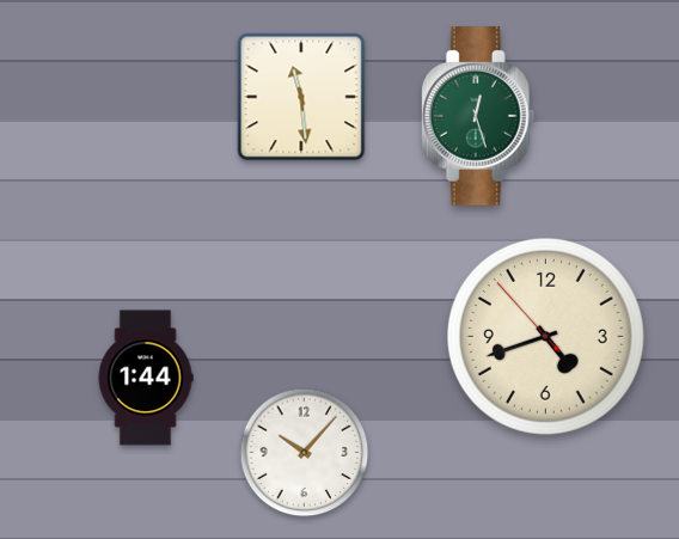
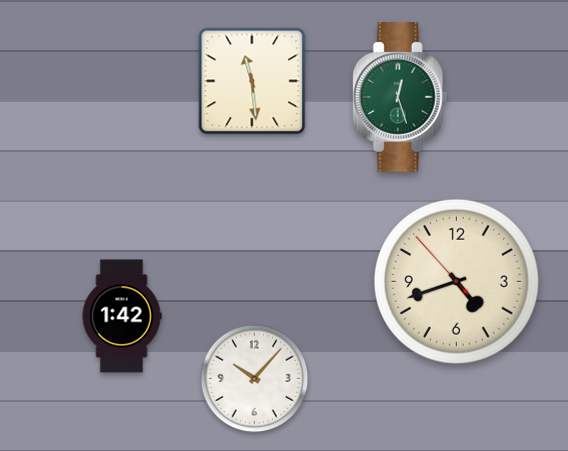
clock at (146, 378): 1:44 -> 1:42
